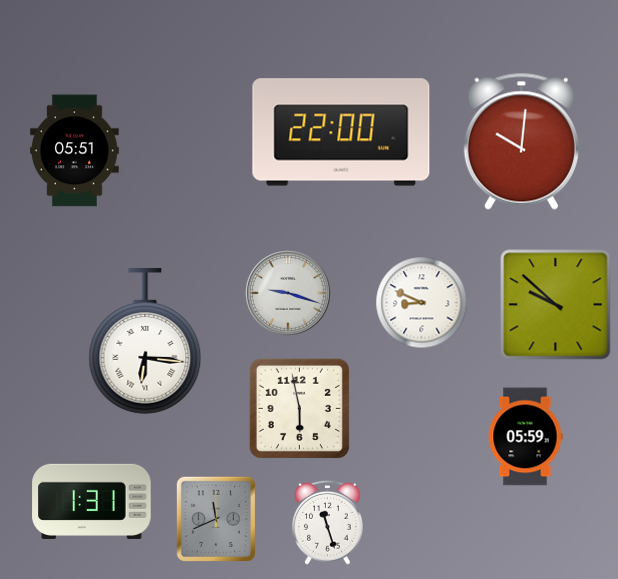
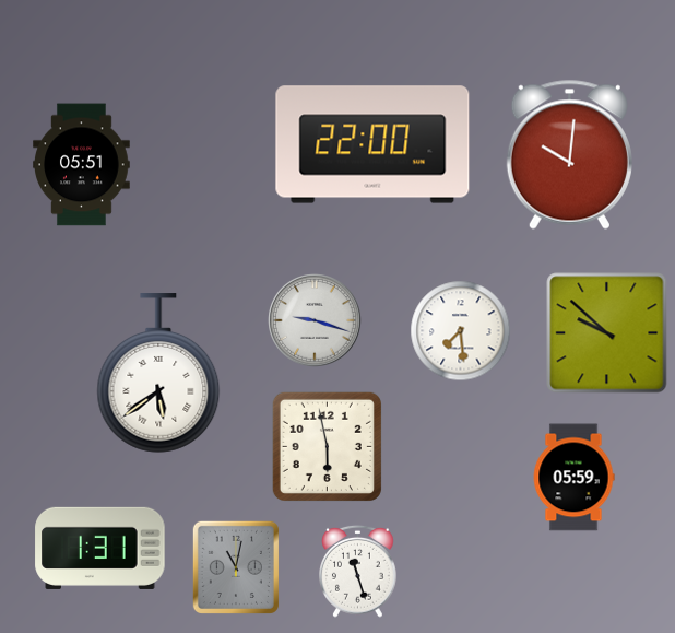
clock at (422, 303): 8:49 -> 7:29
clock at (145, 341): 6:16 -> 5:39
clock at (216, 519): 11:41 -> 11:02
